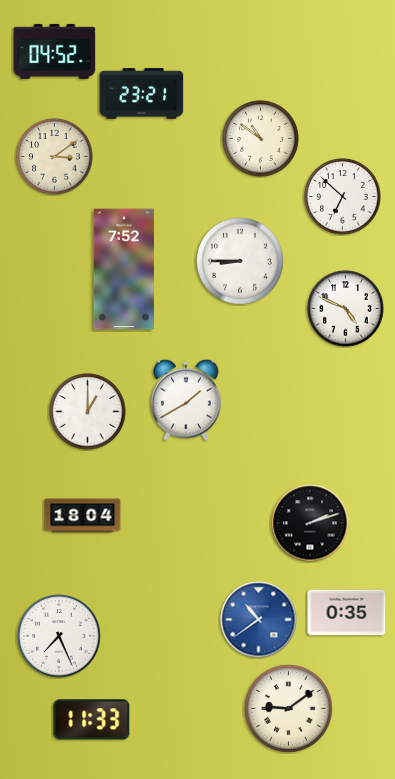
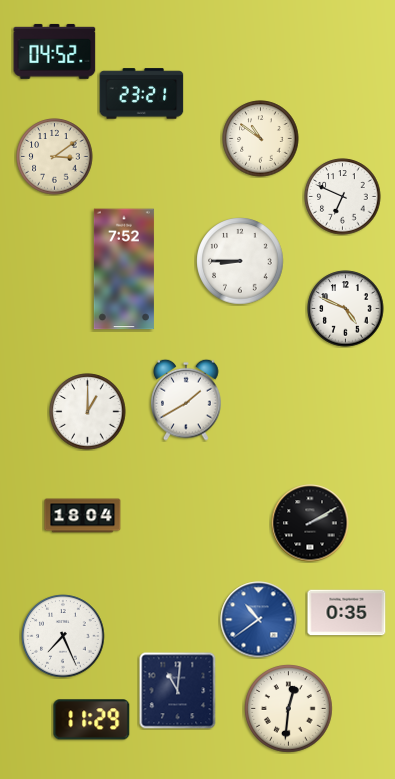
clock at (343, 197): 6:52 -> 6:49
clock at (310, 523): 2:12 -> 2:10
clock at (59, 636) position: (59, 636) -> (63, 636)
clock at (178, 691): none -> 11:01
clock at (289, 709): 9:09 -> 12:31
clock at (92, 720): 11:33 -> 11:29
